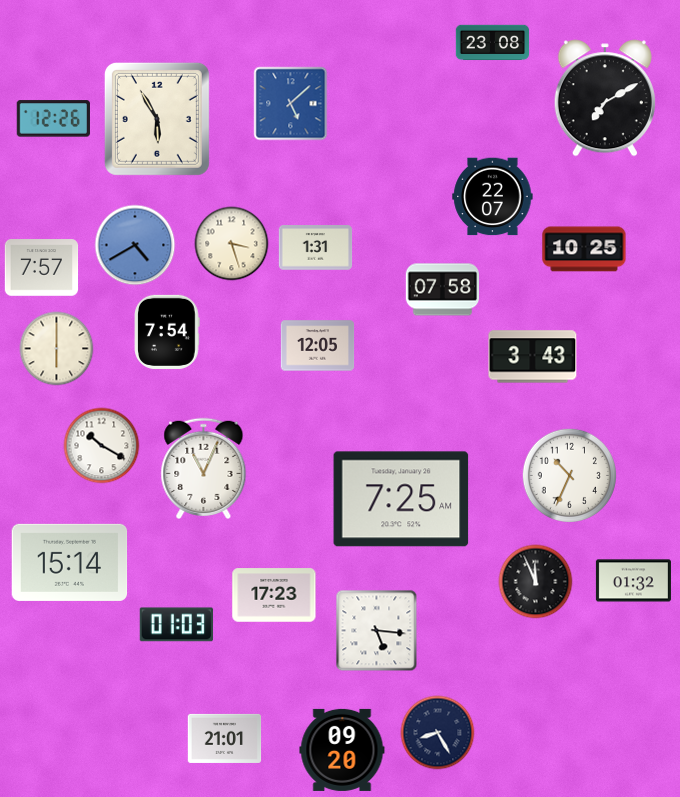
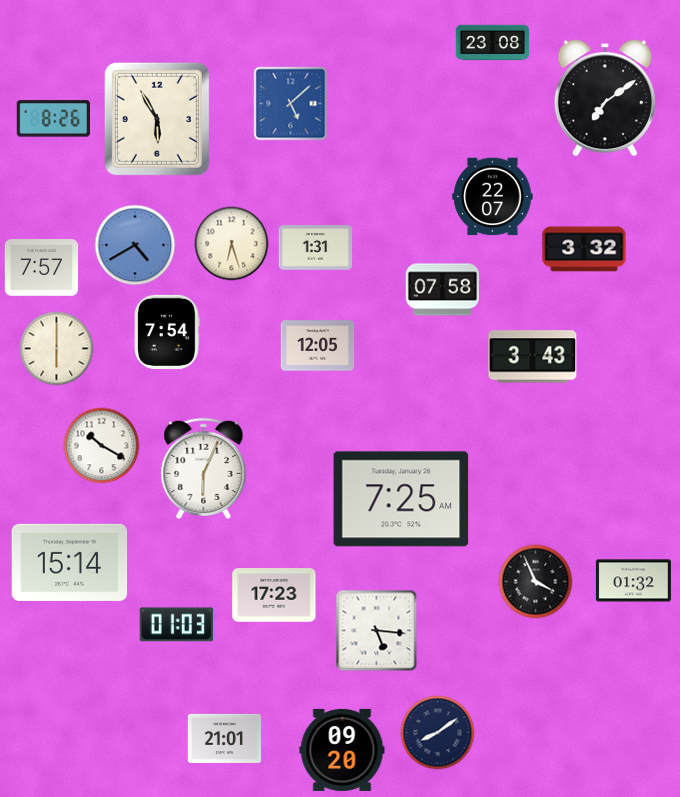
clock at (605, 98): 7:10 -> 7:09
clock at (53, 119): 12:26 -> 8:26
clock at (232, 244): 3:27 -> 6:27
clock at (584, 249): 10:25 -> 3:32
clock at (204, 468): 11:04 -> 6:04
clock at (569, 475): 10:34 -> none
clock at (536, 582): 11:56 -> 3:56
clock at (438, 733): 8:25 -> 8:09
